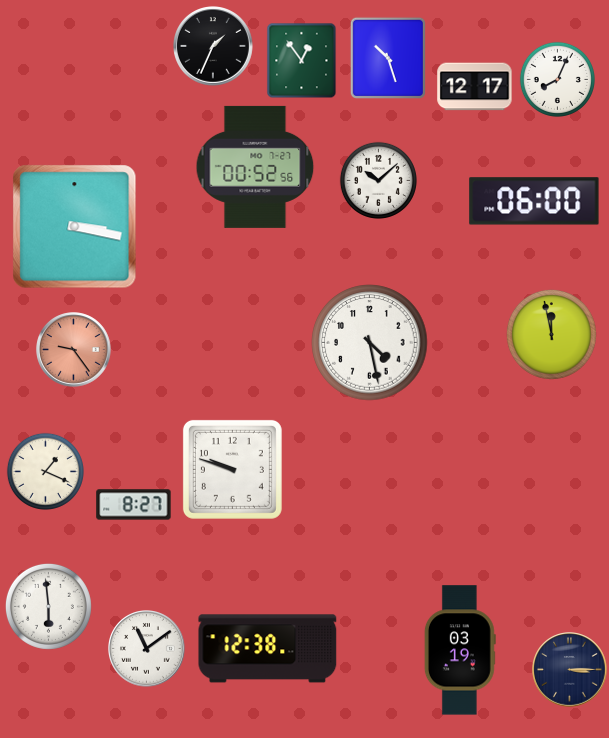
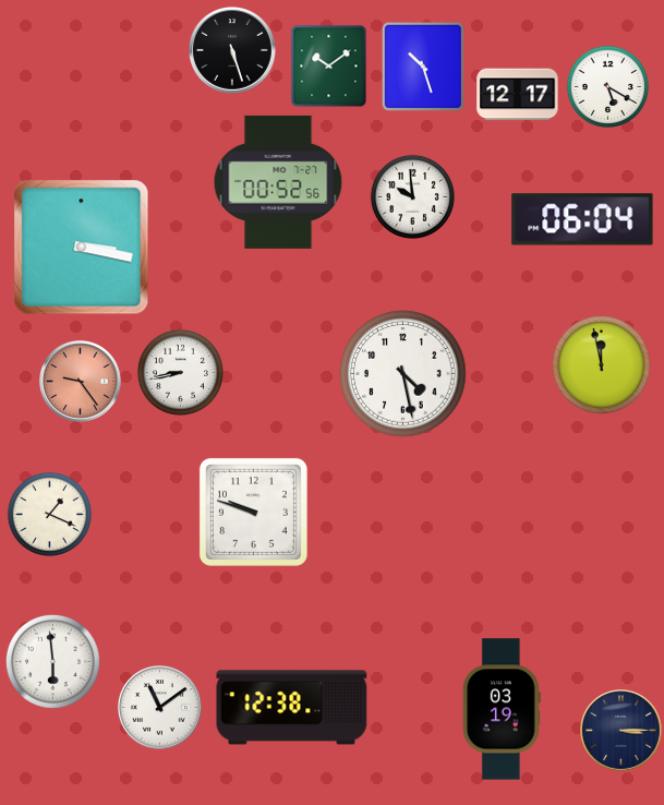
clock at (214, 47): 1:34 -> 5:27
clock at (388, 58) position: (388, 58) -> (423, 67)
clock at (302, 61): 12:54 -> 10:09
clock at (557, 79): 8:04 -> 5:20
clock at (378, 180): 10:08 -> 9:59
clock at (534, 201): 06:00 -> 06:04
clock at (180, 372): none -> 8:43
clock at (134, 505): 8:27 -> none
